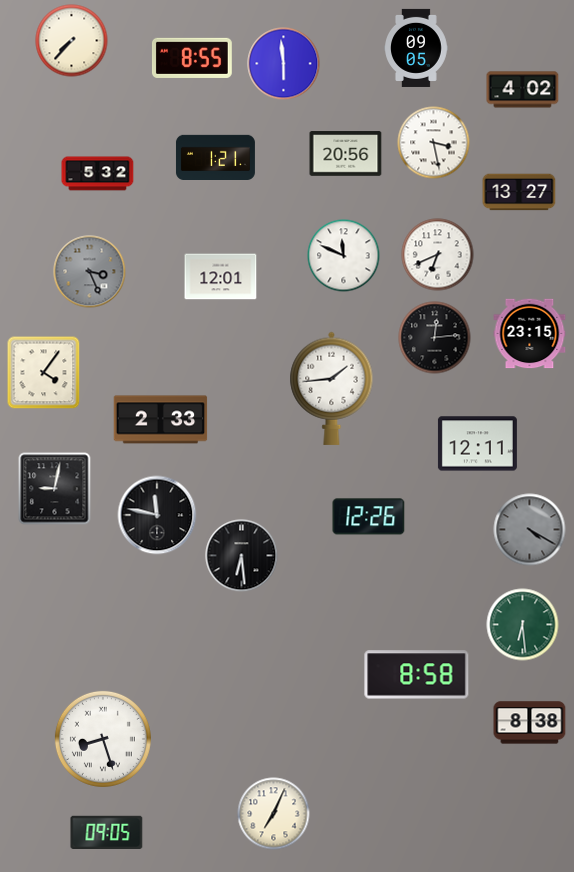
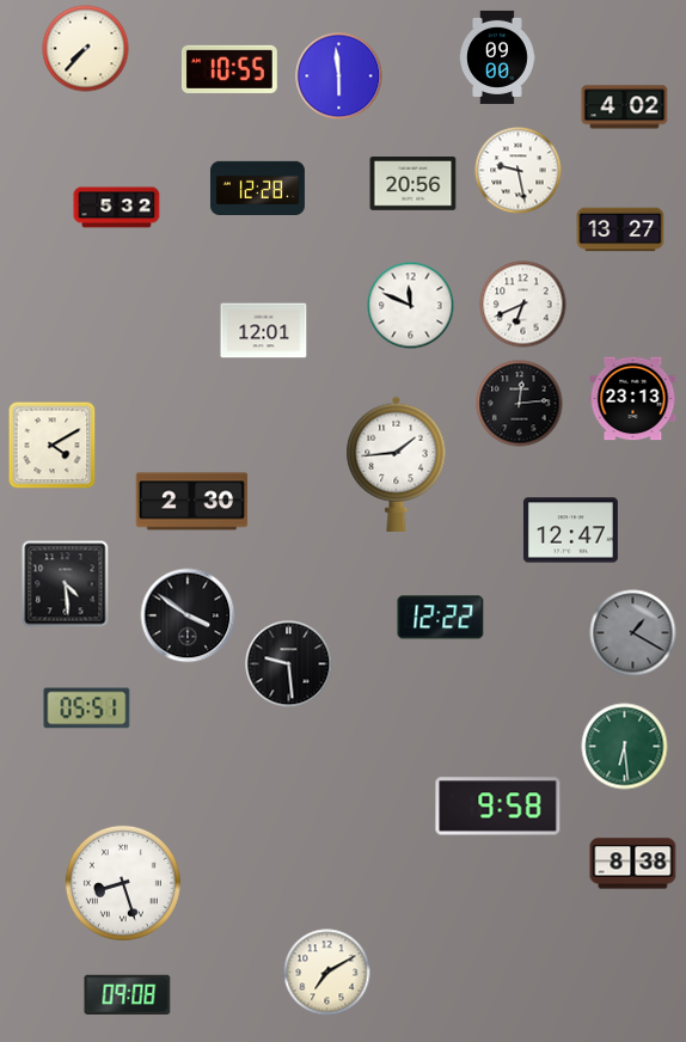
clock at (417, 48): 09:05 -> 09:00
clock at (192, 58): 8:55 -> 10:55
clock at (434, 143): 3:28 -> 9:28
clock at (215, 157): 1:21 -> 12:28
clock at (90, 272): 3:26 -> none
clock at (530, 334): 23:15 -> 23:13
clock at (44, 373): 4:06 -> 4:10
clock at (161, 420): 2:33 -> 2:30
clock at (477, 444): 12:11 -> 12:47
clock at (55, 489): 9:02 -> 4:29
clock at (157, 515): 11:47 -> 3:51
clock at (369, 517): 12:26 -> 12:22
clock at (530, 530): 4:20 -> 1:20
clock at (242, 556): 6:29 -> 9:29
clock at (87, 709): none -> 05:51
clock at (417, 675): 8:58 -> 9:58
clock at (274, 814): 7:04 -> 7:10
clock at (107, 832): 09:05 -> 09:08
